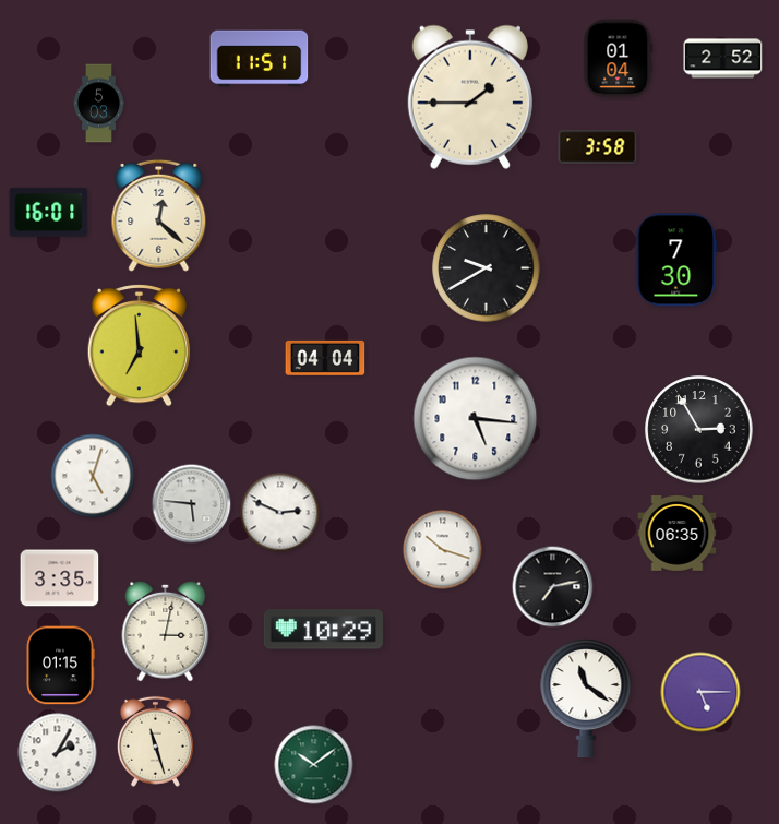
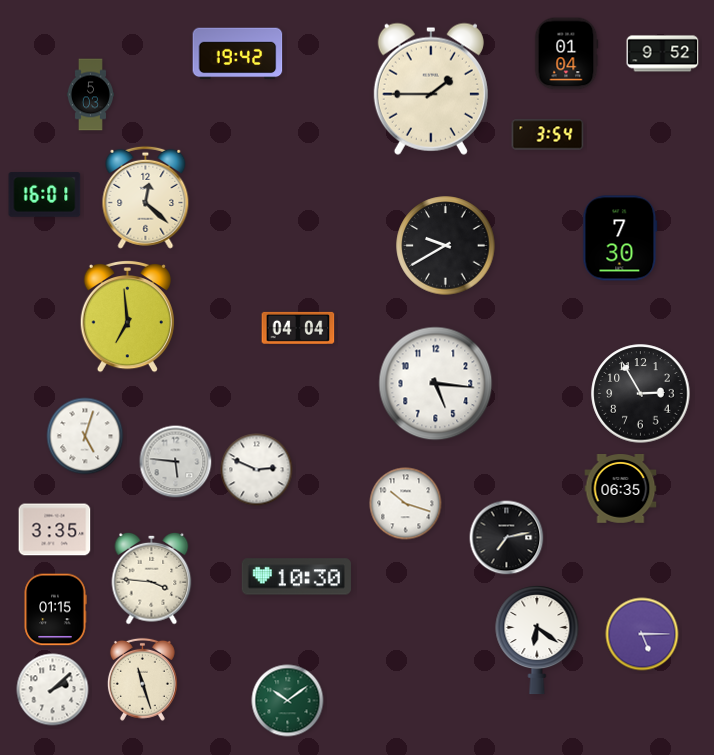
clock at (260, 59): 11:51 -> 19:42
clock at (723, 59): 2:52 -> 9:52
clock at (598, 147): 3:58 -> 3:54
clock at (323, 630): 10:29 -> 10:30
clock at (166, 631): 3:02 -> 3:46
clock at (586, 700): 11:21 -> 6:21
clock at (58, 753): 2:05 -> 2:08
